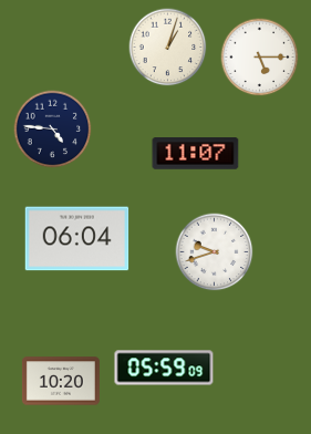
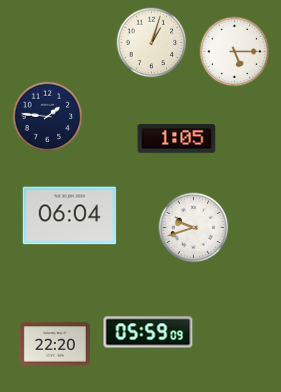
clock at (53, 130): 4:46 -> 1:46
clock at (196, 154): 11:07 -> 1:05
clock at (61, 381): 10:20 -> 22:20
